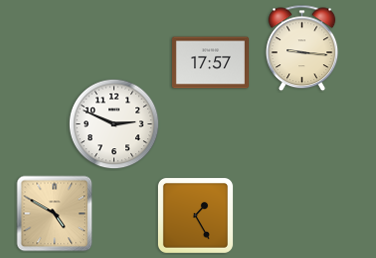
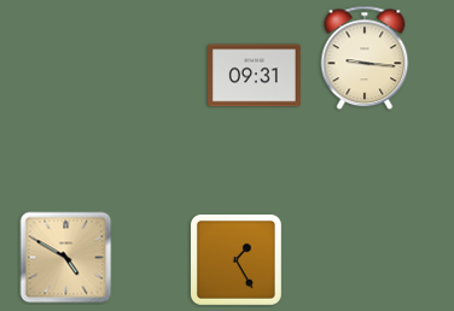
clock at (211, 63): 17:57 -> 09:31
clock at (114, 124): 2:49 -> none
